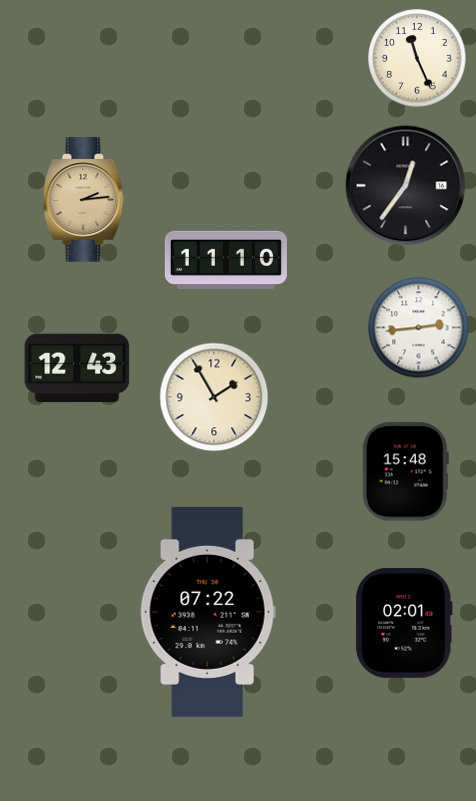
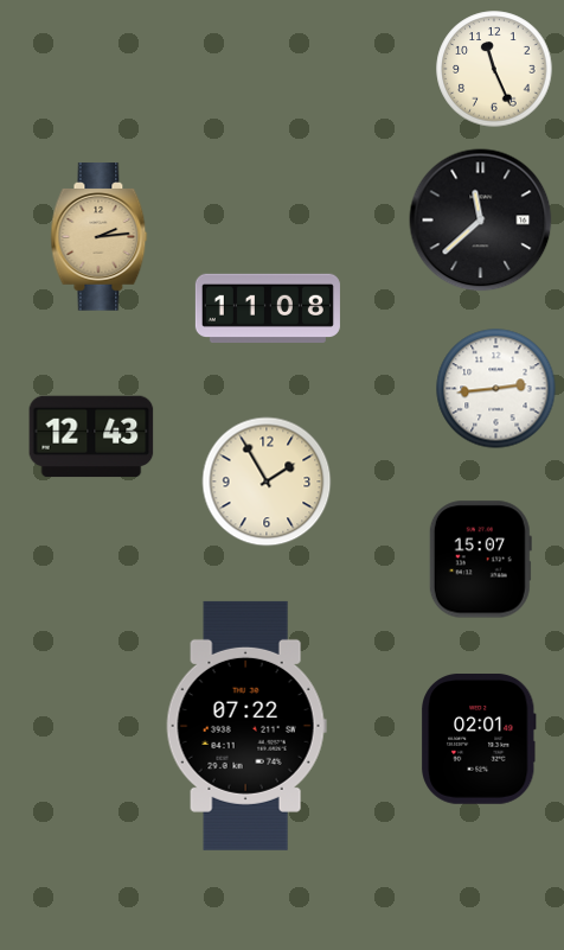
clock at (406, 186): 12:36 -> 11:38
clock at (226, 259): 11:10 -> 11:08
clock at (214, 397) position: (214, 397) -> (267, 482)
clock at (405, 472): 15:48 -> 15:07
